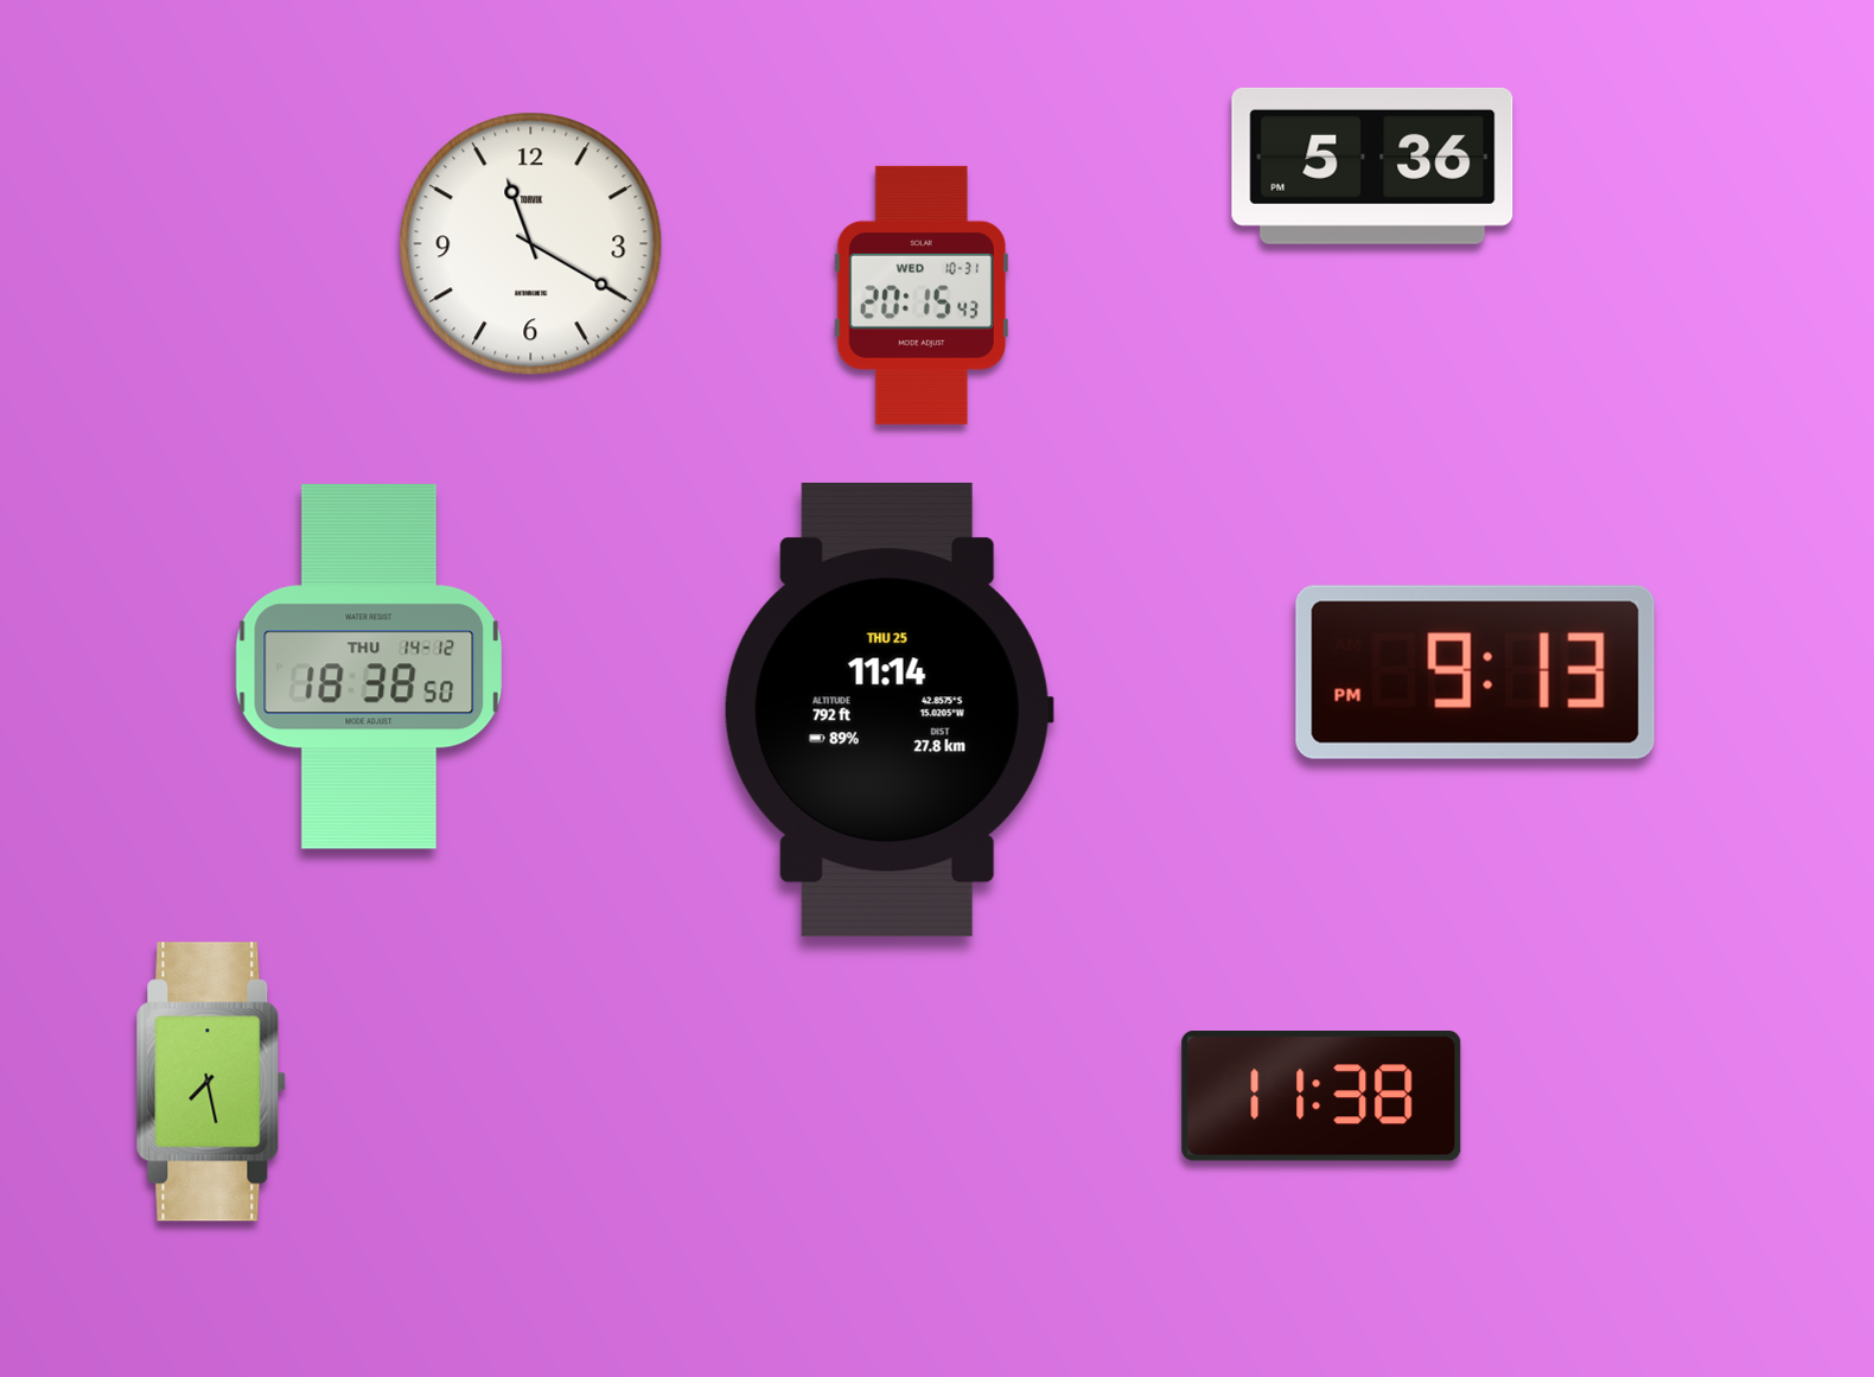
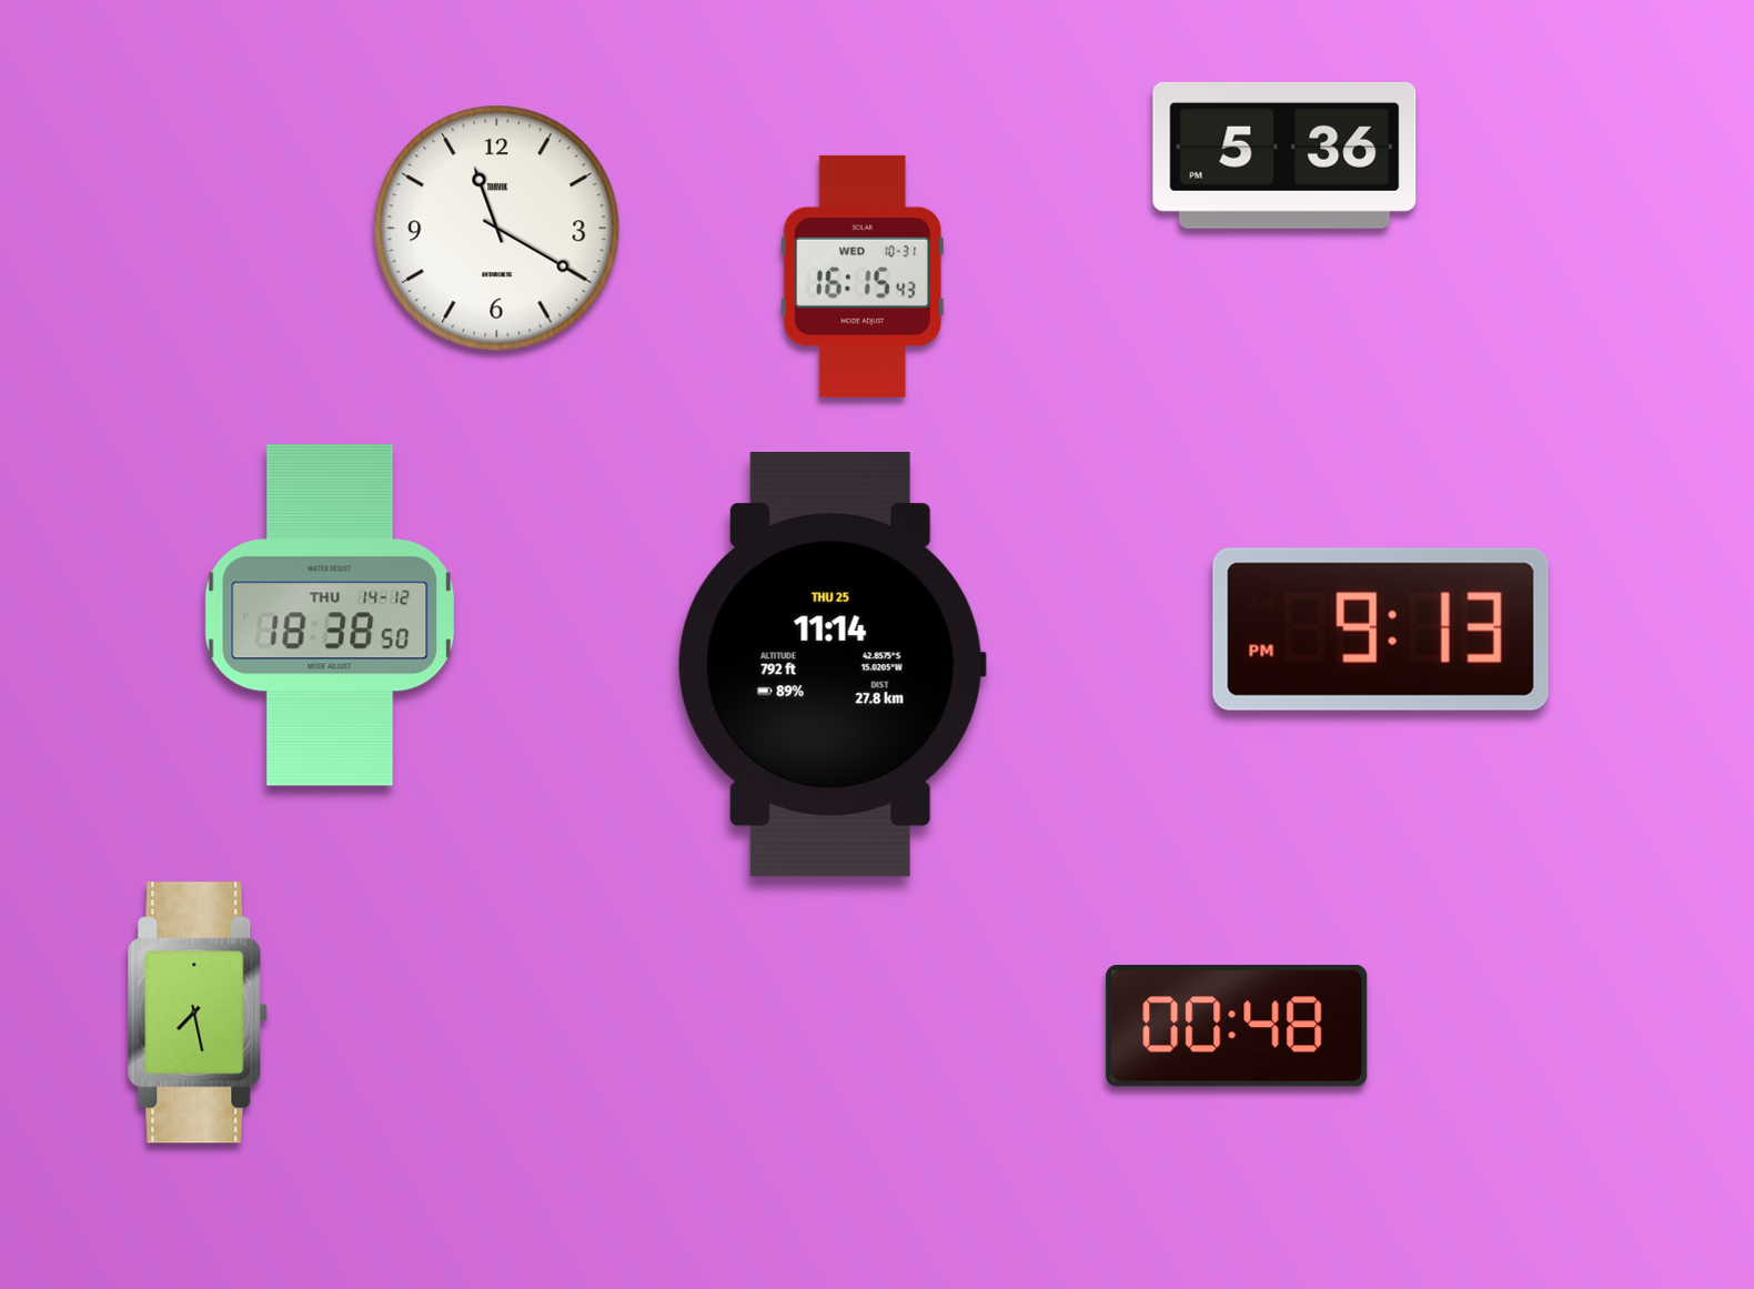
clock at (922, 295): 20:15 -> 16:15
clock at (369, 667) position: (369, 667) -> (330, 615)
clock at (1321, 1097): 11:38 -> 00:48
